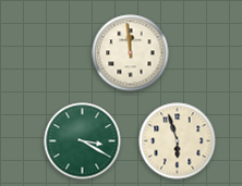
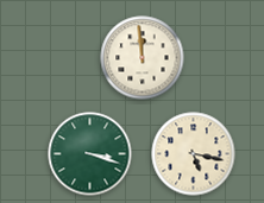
clock at (83, 141): 3:20 -> 3:18
clock at (178, 141): 5:57 -> 5:17
